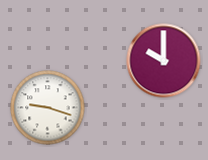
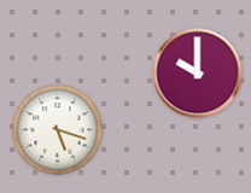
clock at (48, 108): 9:18 -> 5:18
